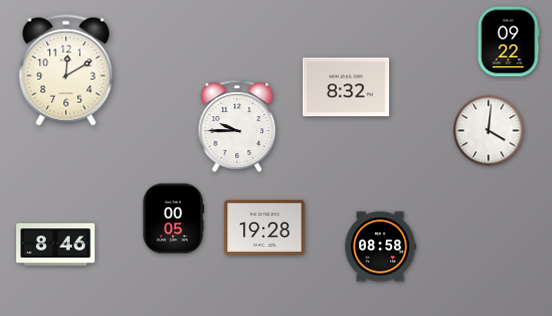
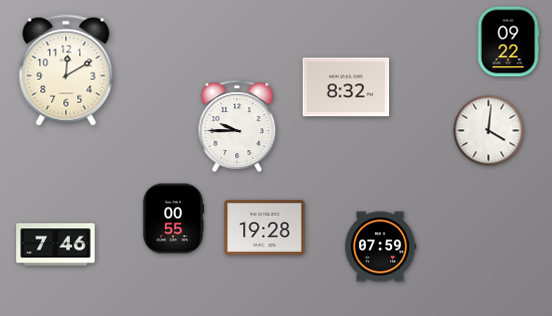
clock at (173, 219): 00:05 -> 00:55
clock at (56, 245): 8:46 -> 7:46
clock at (380, 247): 08:58 -> 07:59
